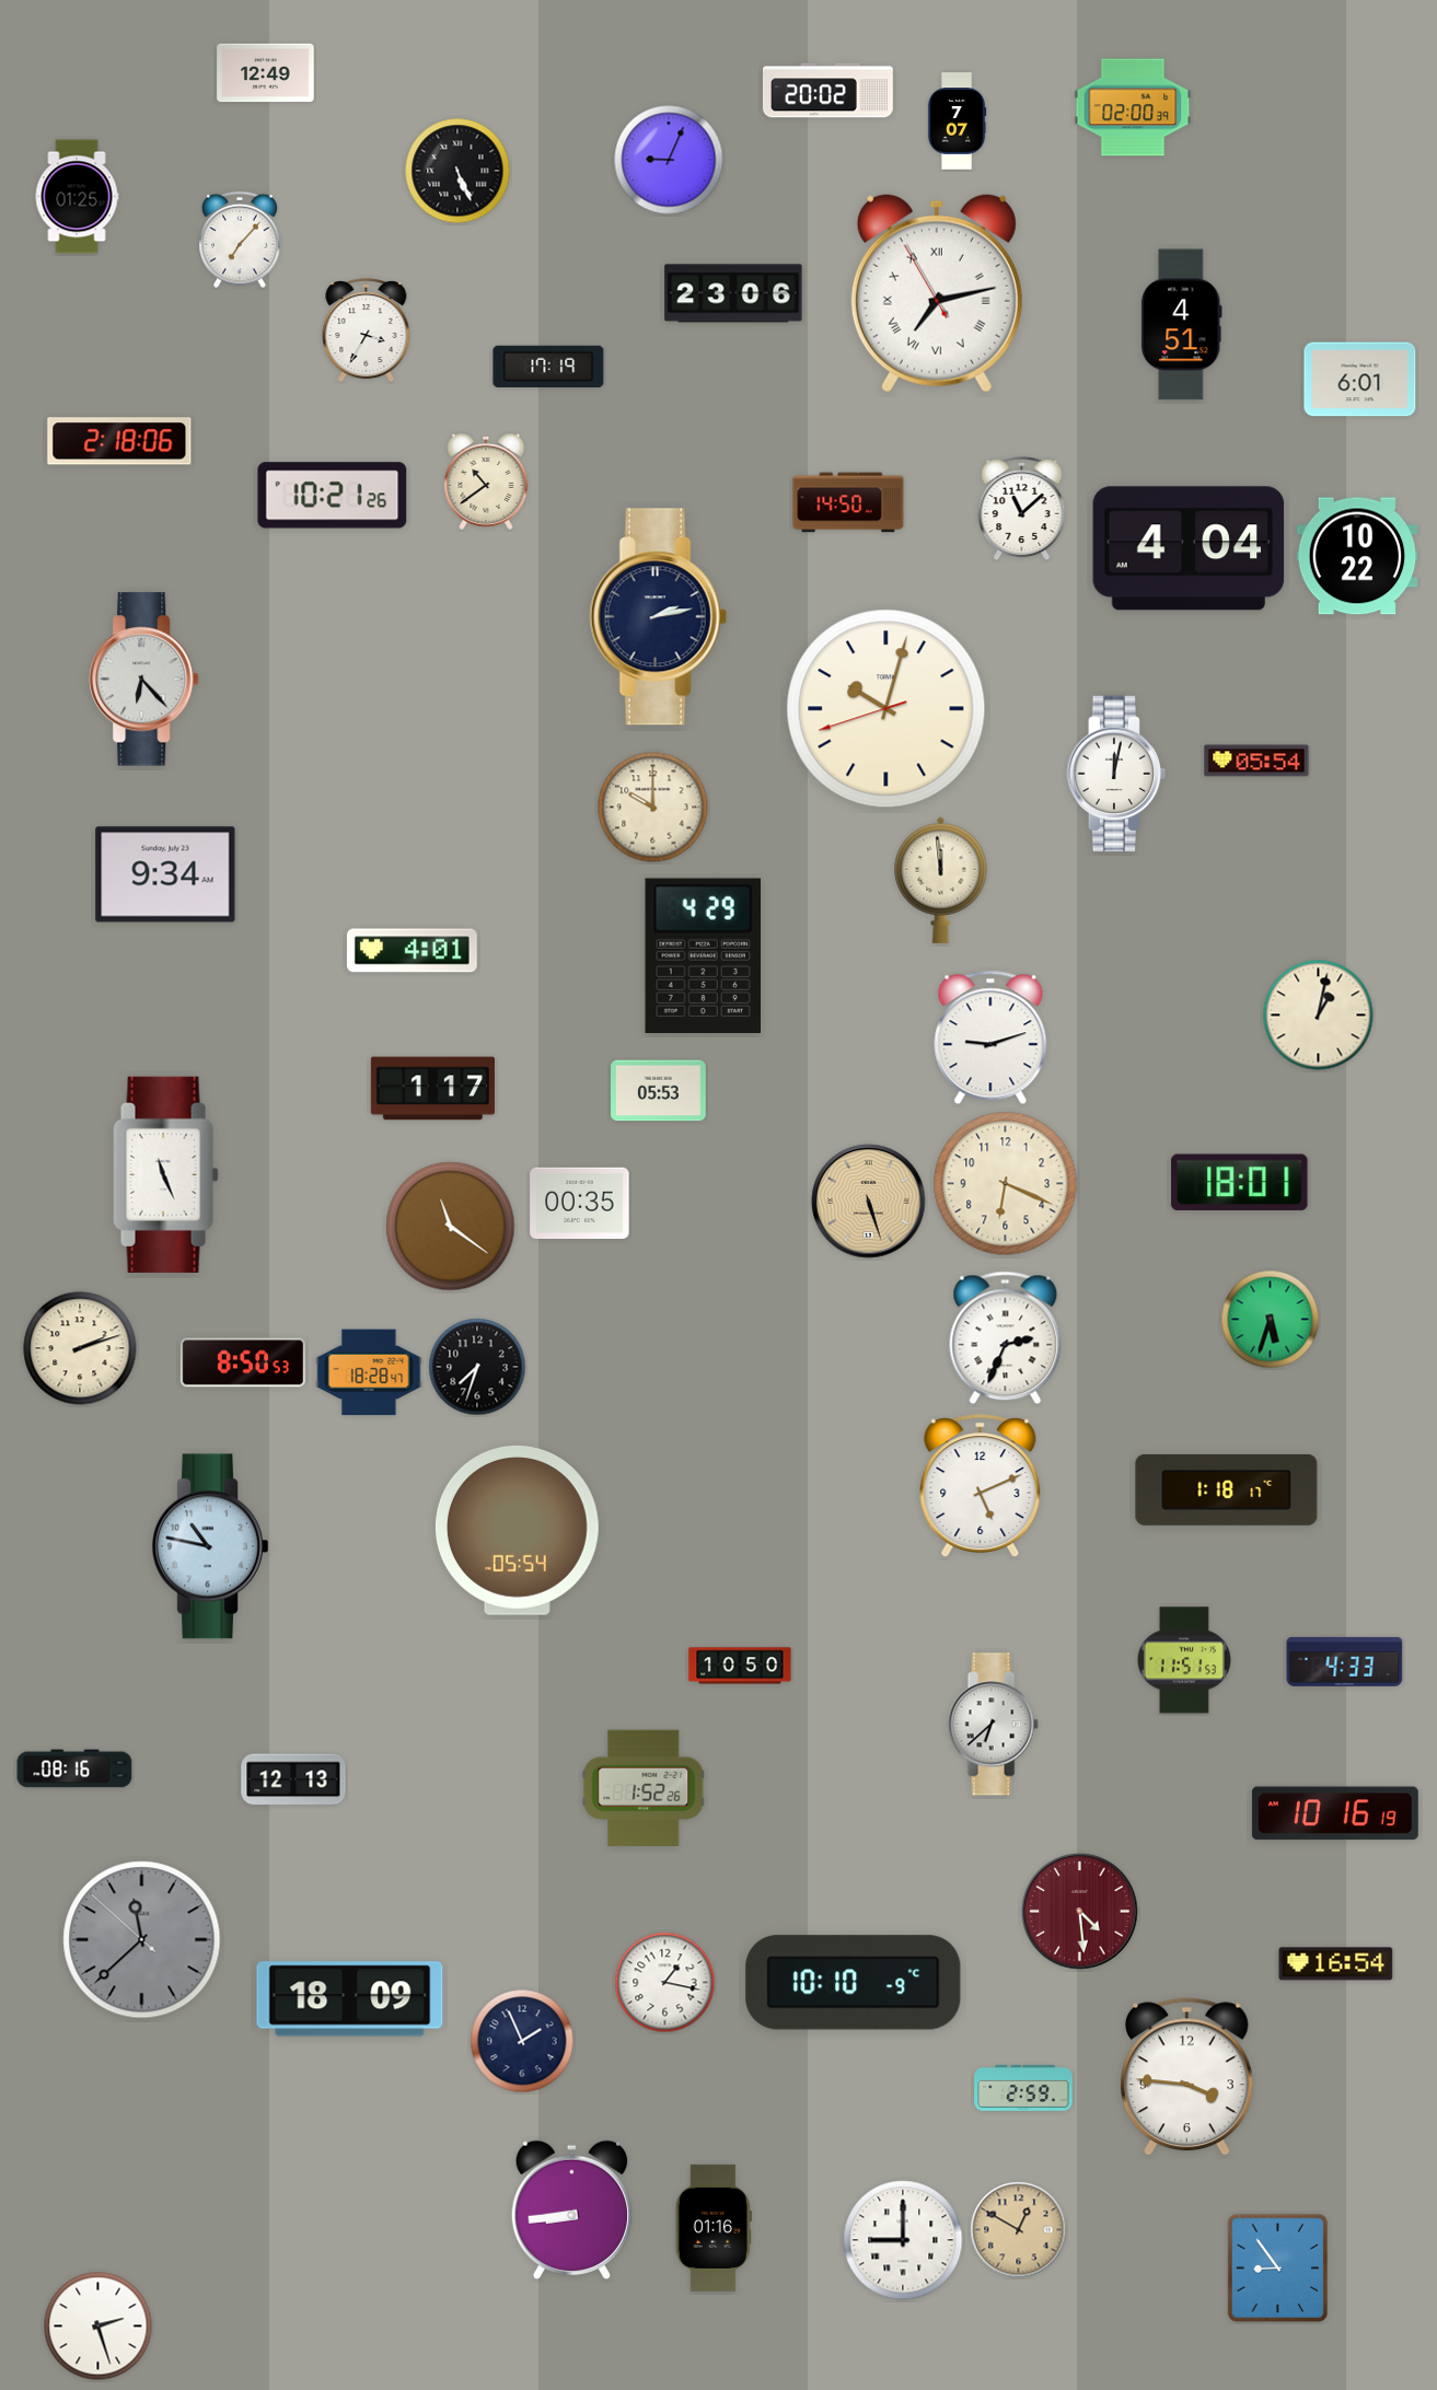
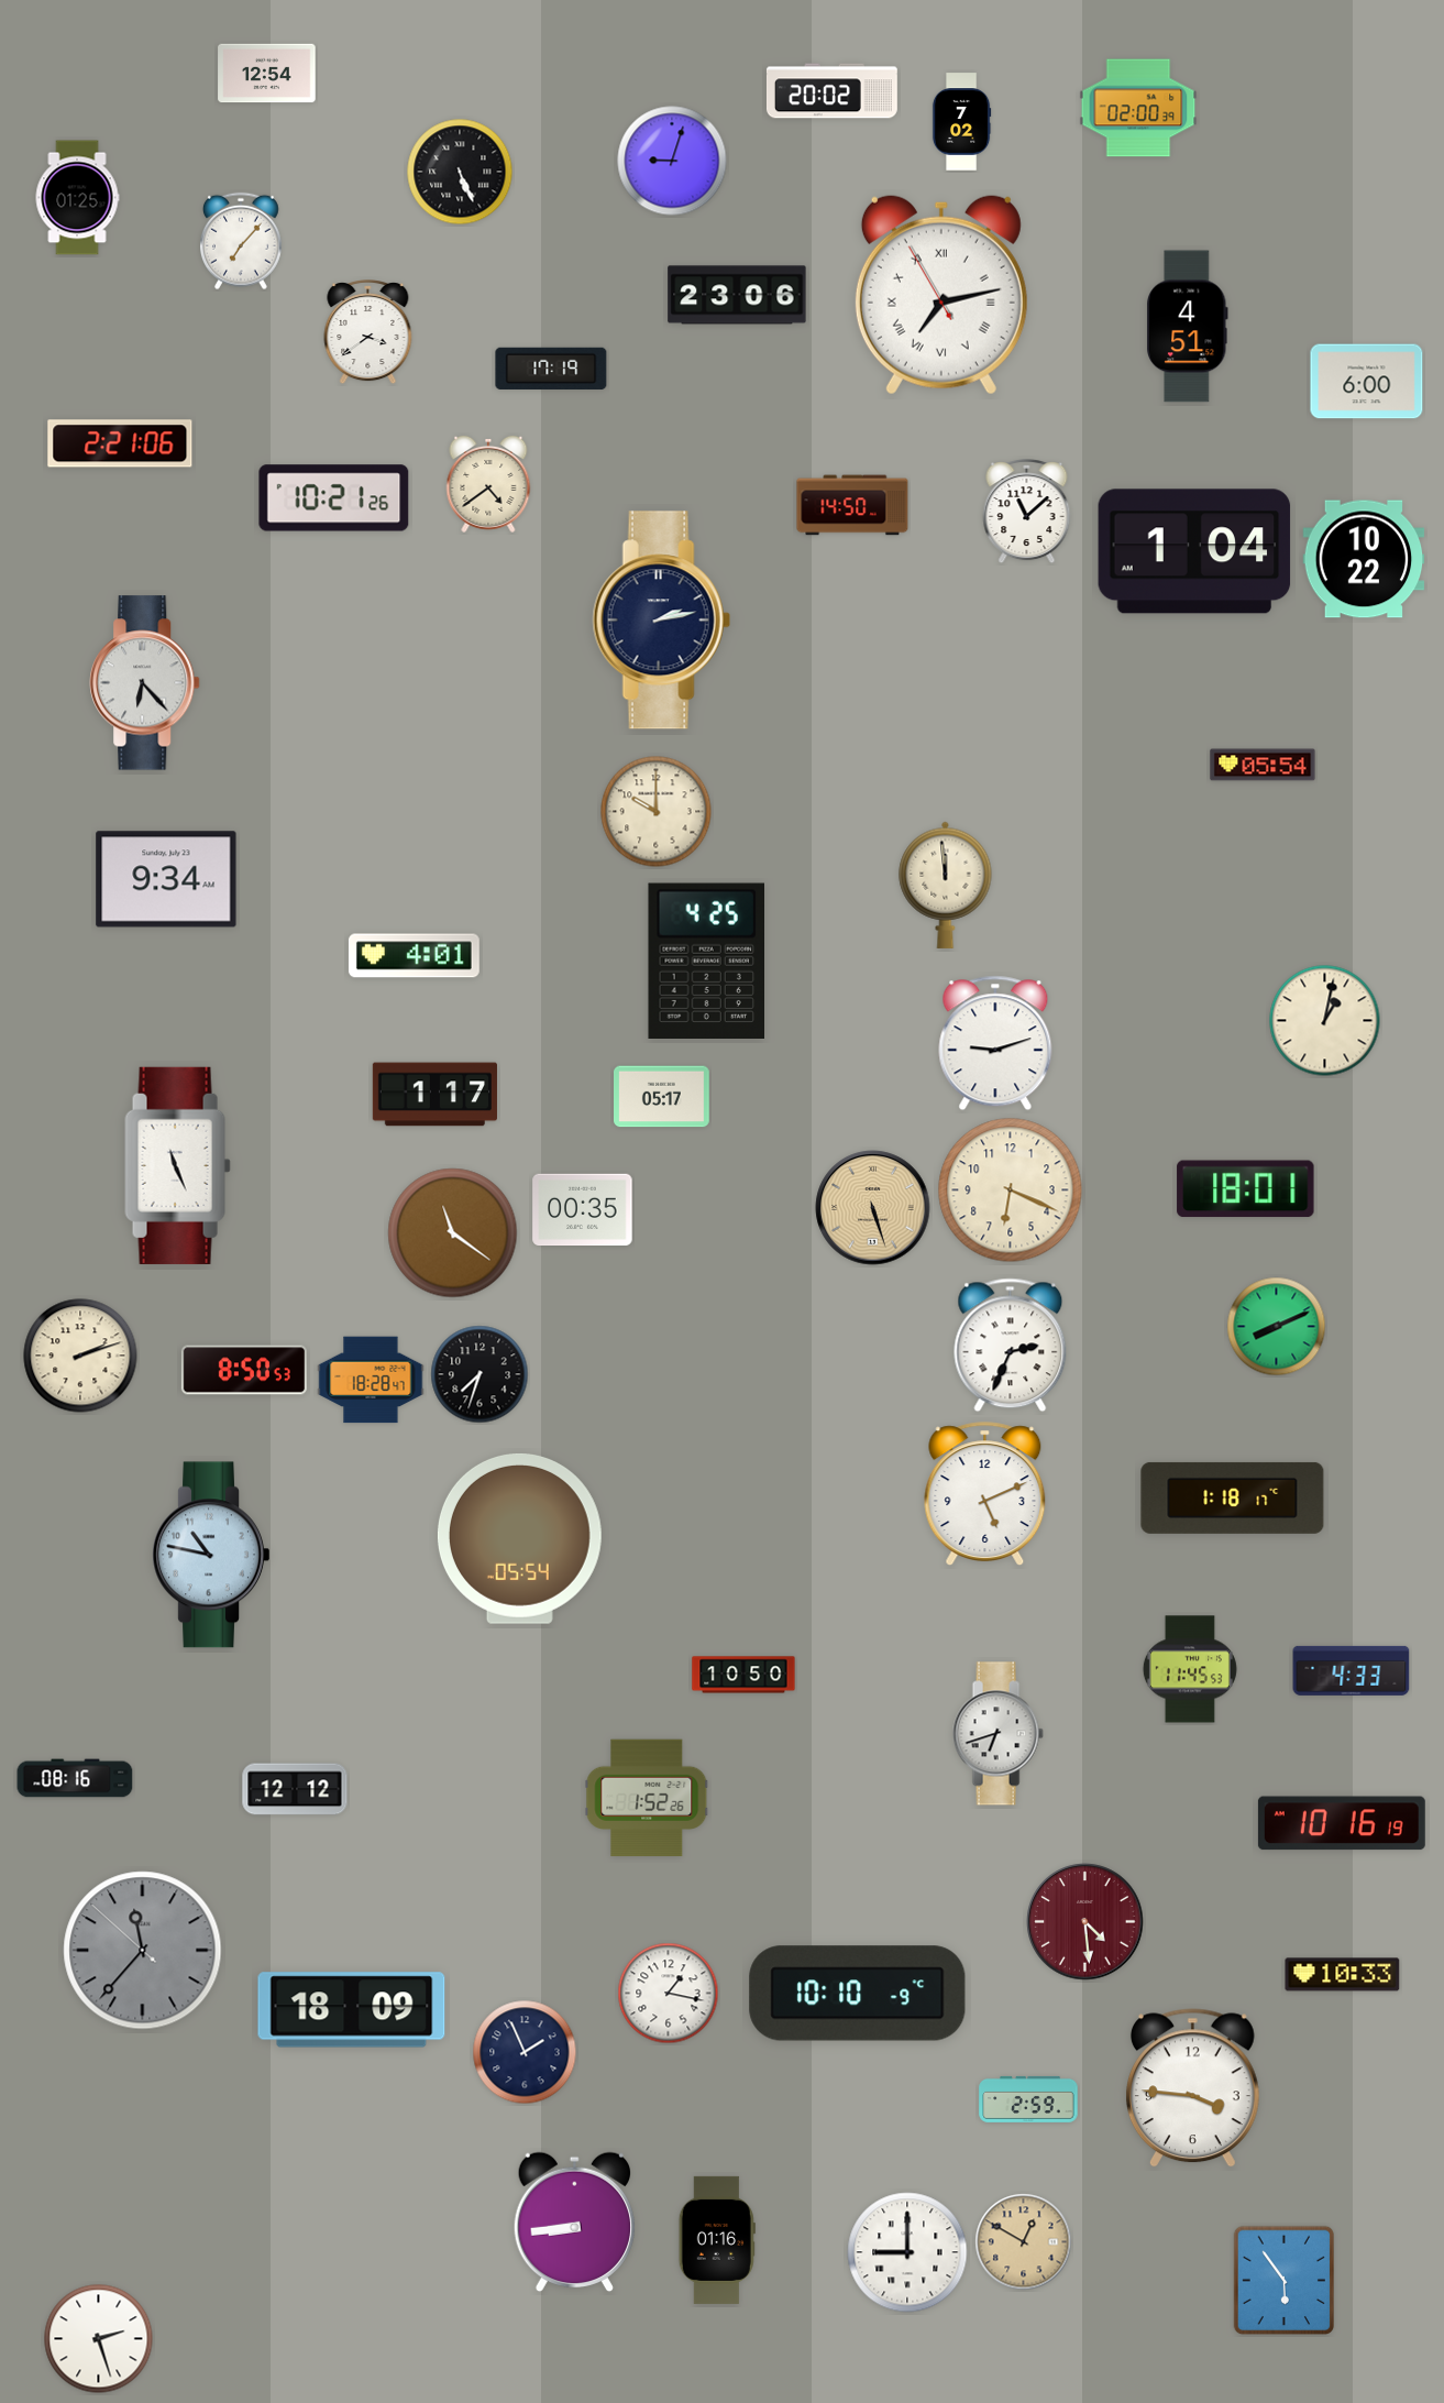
clock at (266, 73): 12:49 -> 12:54
clock at (957, 121): 7:07 -> 7:02
clock at (669, 160): 9:04 -> 9:03
clock at (367, 332): 3:35 -> 3:39
clock at (1360, 380): 6:01 -> 6:00
clock at (119, 441): 2:18 -> 2:21
clock at (486, 482): 10:39 -> 4:39
clock at (1189, 548): 4:04 -> 1:04
clock at (886, 709): 10:02 -> none
clock at (1116, 774): 12:02 -> none
clock at (703, 955): 4:29 -> 4:25
clock at (659, 1091): 05:53 -> 05:17
clock at (166, 1174) position: (166, 1174) -> (178, 1165)
clock at (1271, 1320): 5:33 -> 8:11
clock at (1184, 1660): 11:51 -> 11:45
clock at (993, 1725): 6:38 -> 6:42
clock at (293, 1779): 12:13 -> 12:12
clock at (142, 1940): 11:37 -> 11:36
clock at (1336, 1964): 16:54 -> 10:33
clock at (1277, 2267): 8:54 -> 5:54
